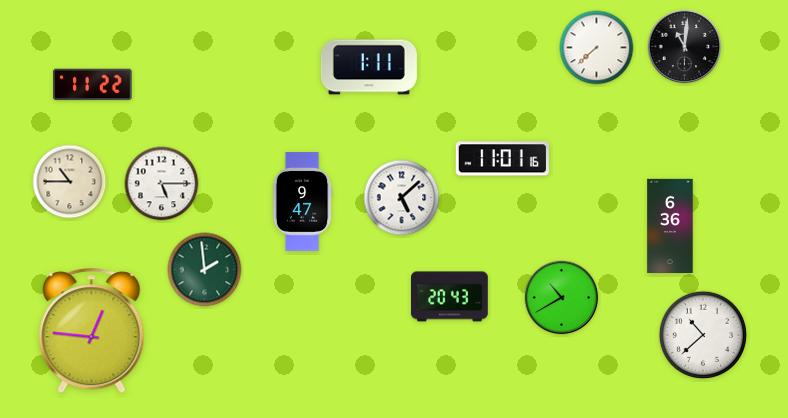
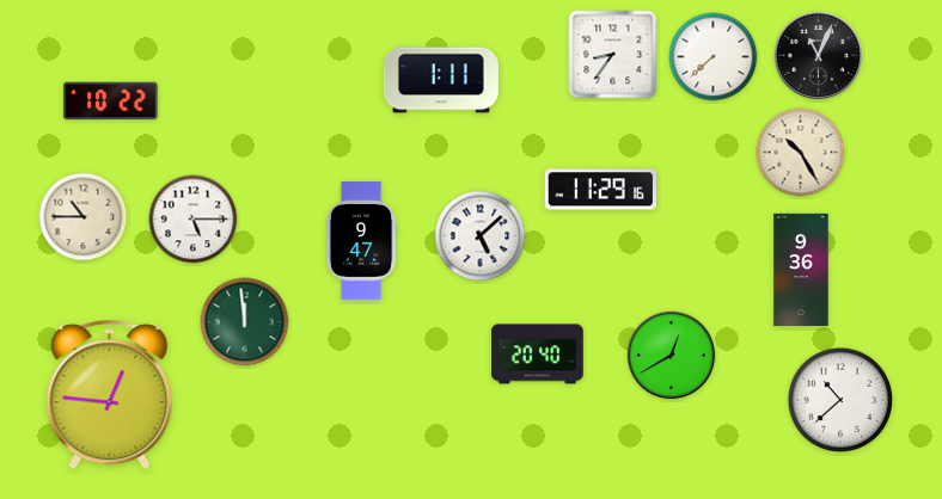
clock at (613, 55): none -> 8:36
clock at (685, 47): 11:01 -> 11:04
clock at (93, 85): 11:22 -> 10:22
clock at (801, 153): none -> 10:25
clock at (502, 159): 11:01 -> 11:29
clock at (670, 225): 6:36 -> 9:36
clock at (205, 270): 1:59 -> 11:59
clock at (450, 297): 20:43 -> 20:40
clock at (562, 298): 10:40 -> 12:40
